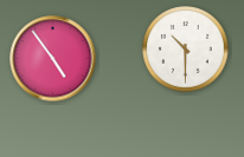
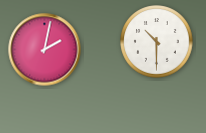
clock at (53, 59): 4:54 -> 2:02
